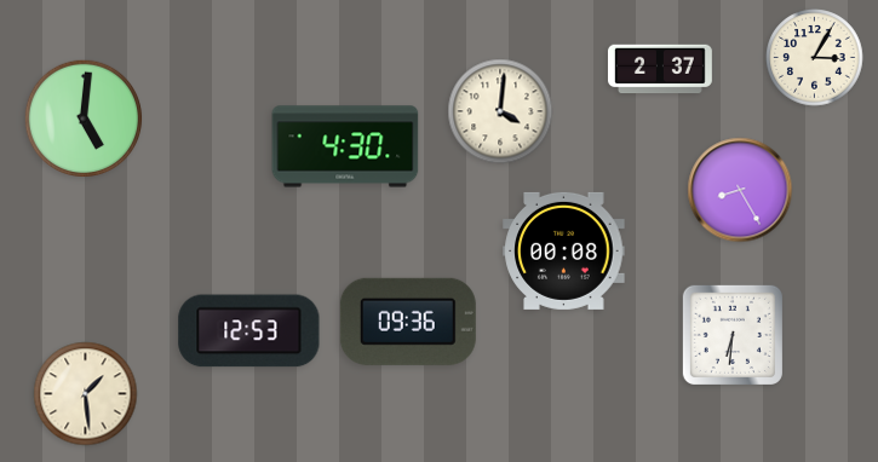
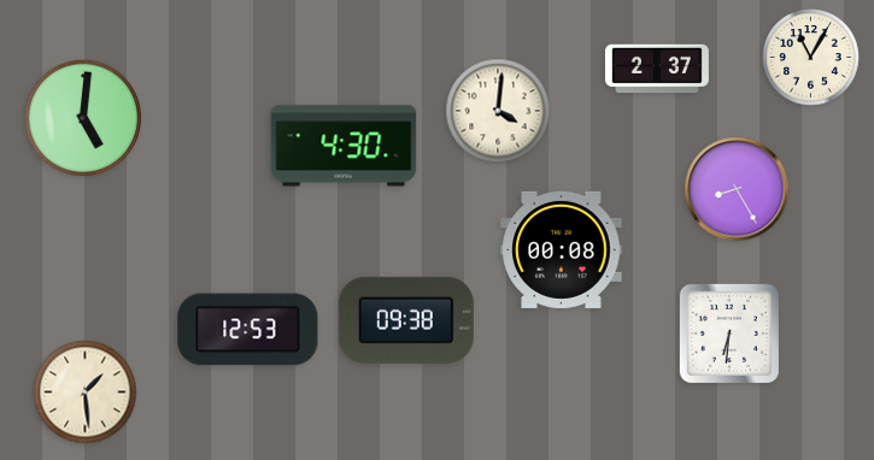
clock at (815, 58): 3:05 -> 11:05
clock at (408, 322): 09:36 -> 09:38
